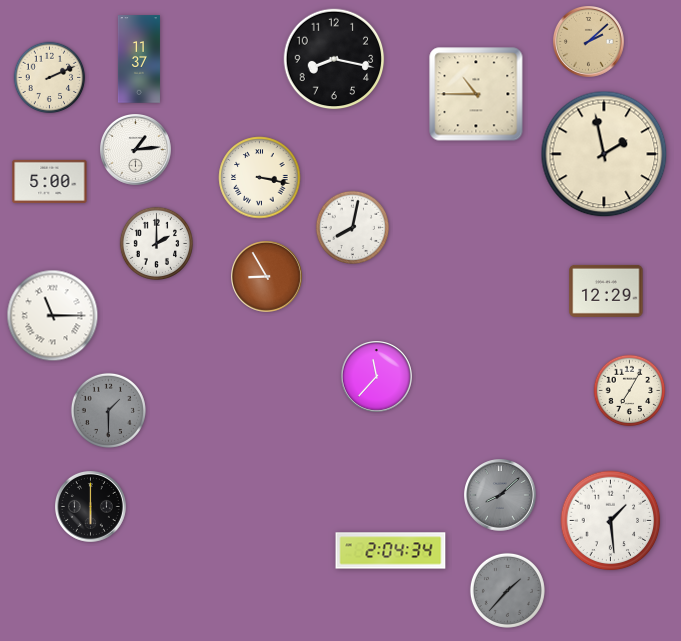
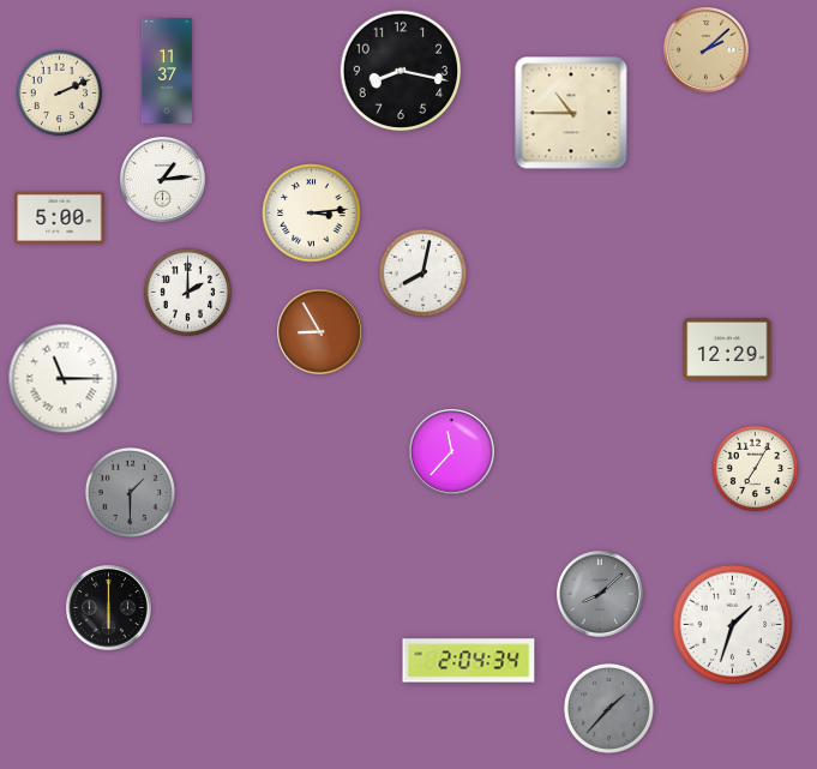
clock at (604, 154): 1:58 -> none
clock at (260, 178): 3:17 -> 3:14
clock at (611, 521): 1:29 -> 1:33
